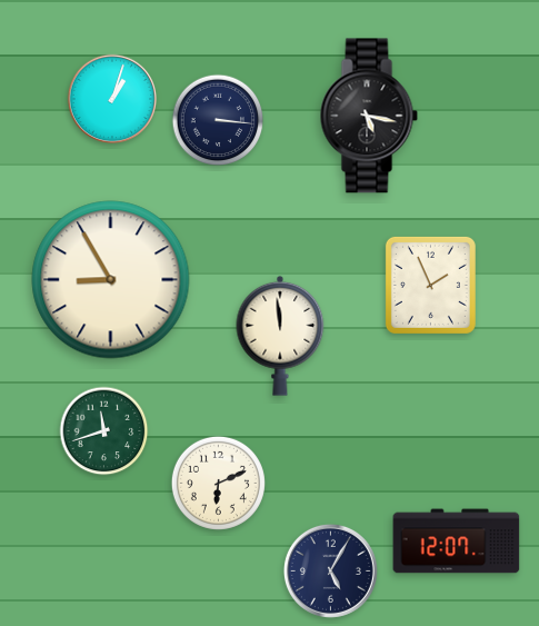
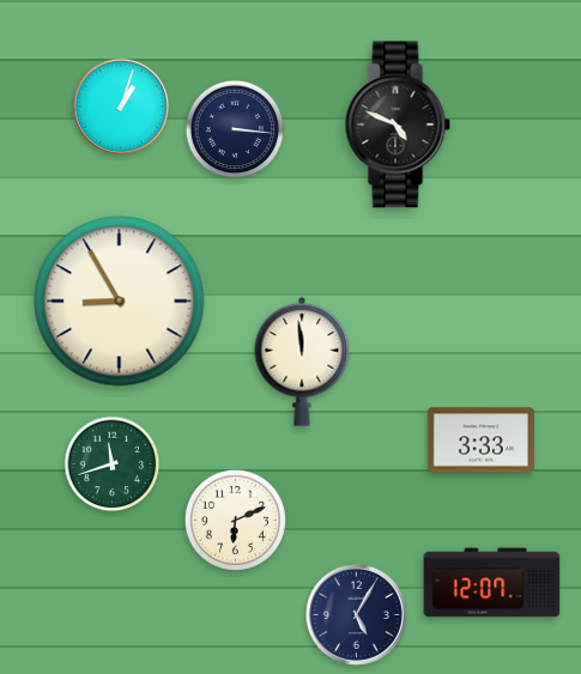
clock at (369, 116): 5:17 -> 4:49
clock at (430, 285): 1:56 -> none
clock at (480, 441): none -> 3:33
